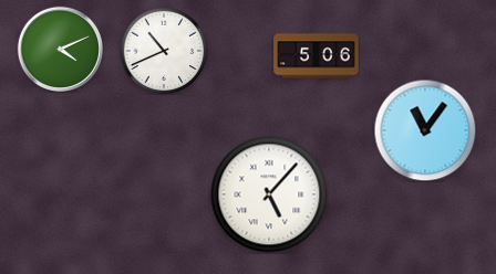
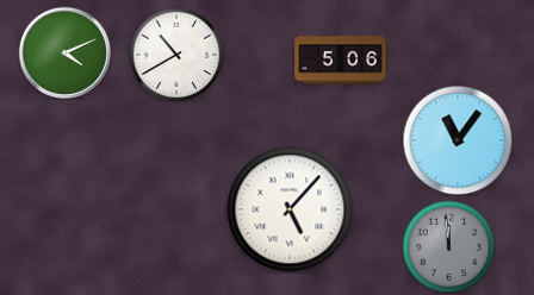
clock at (164, 51): 10:41 -> 10:40
clock at (448, 246): none -> 11:59
